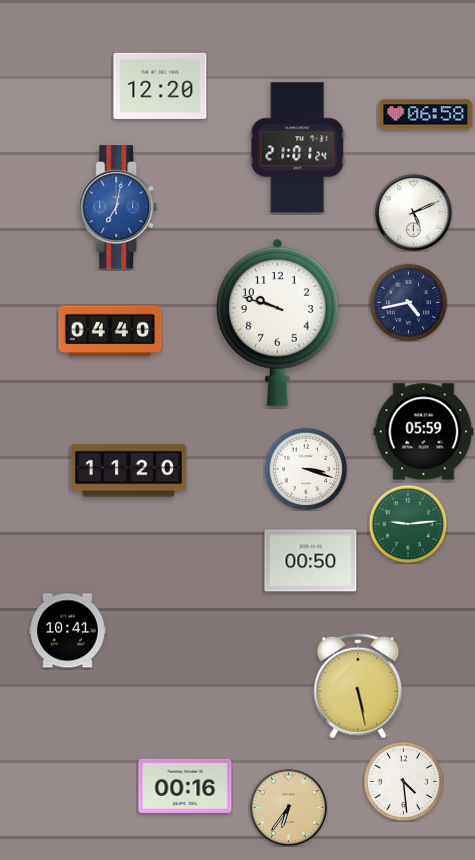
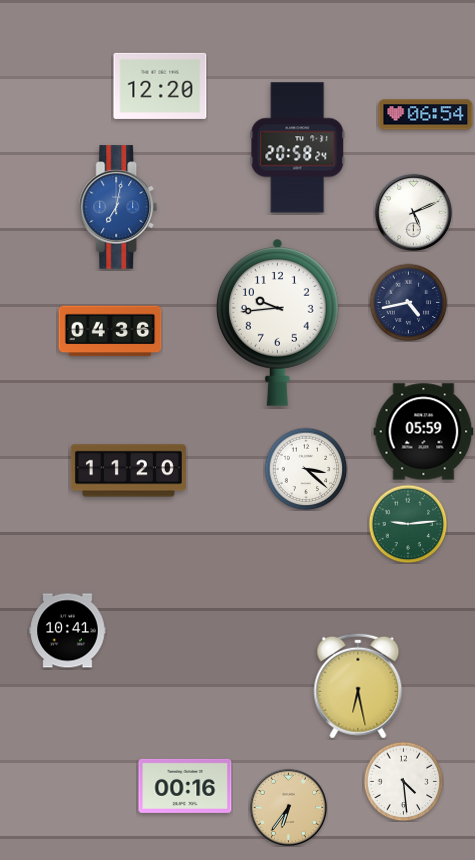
clock at (426, 115): 06:58 -> 06:54
clock at (298, 148): 21:01 -> 20:58
clock at (277, 322): 9:48 -> 9:44
clock at (110, 331): 04:40 -> 04:36
clock at (306, 469): 3:18 -> 3:22
clock at (311, 561): 00:50 -> none
clock at (358, 686): 5:28 -> 6:28
